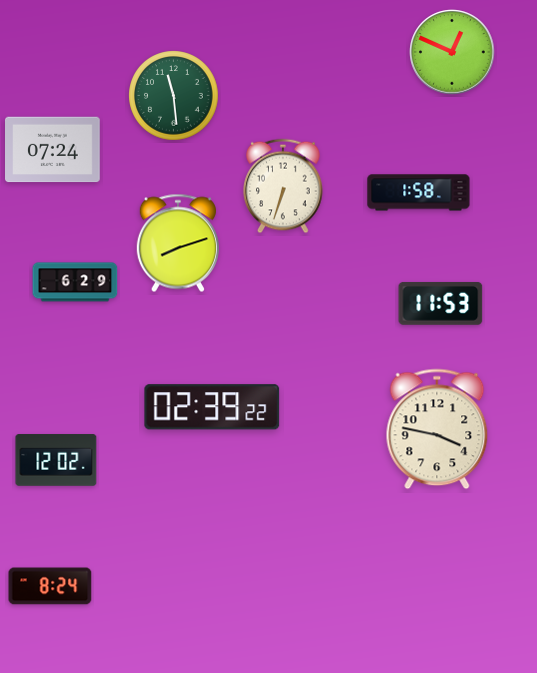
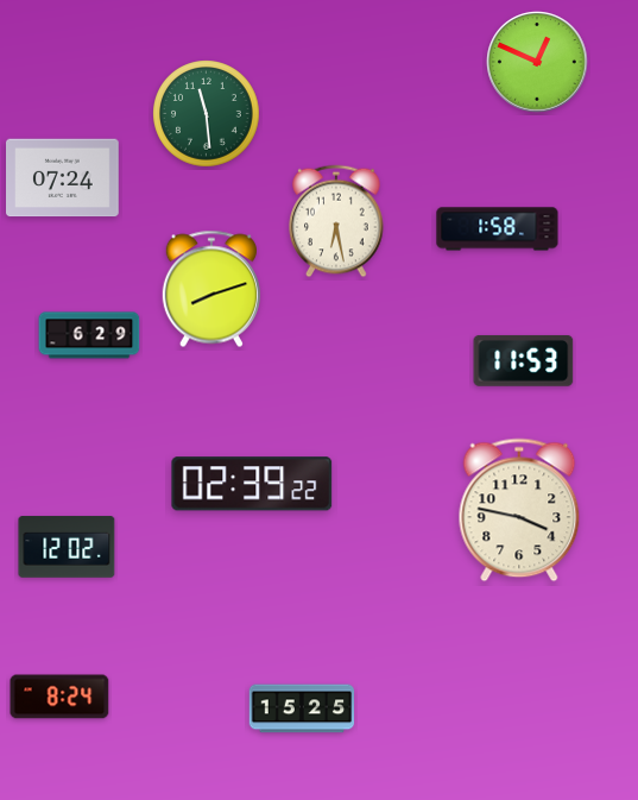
clock at (283, 186): 6:33 -> 6:28
clock at (302, 708): none -> 15:25
